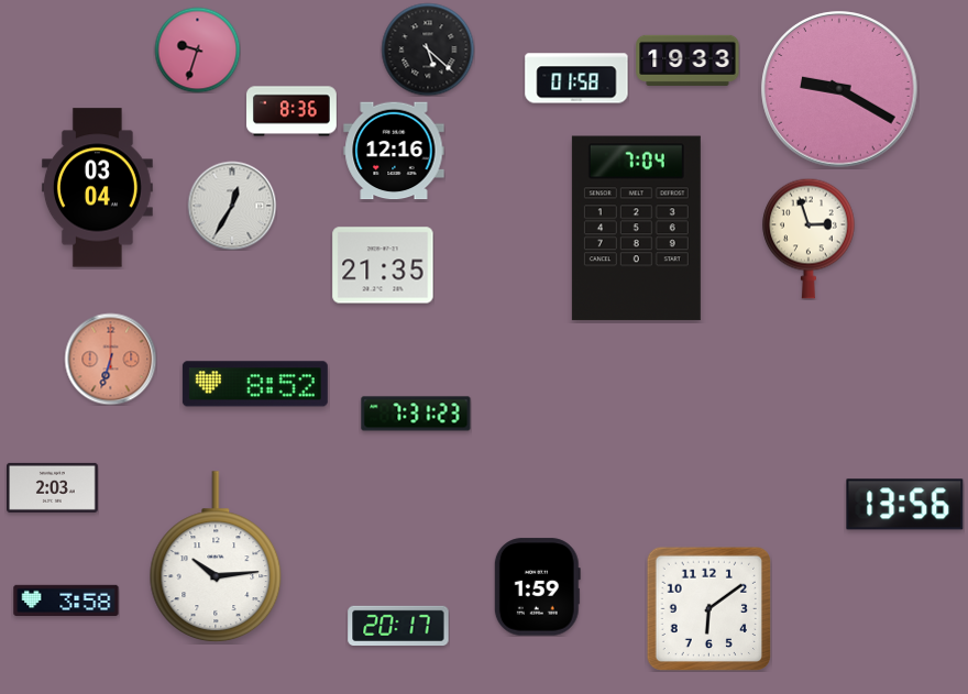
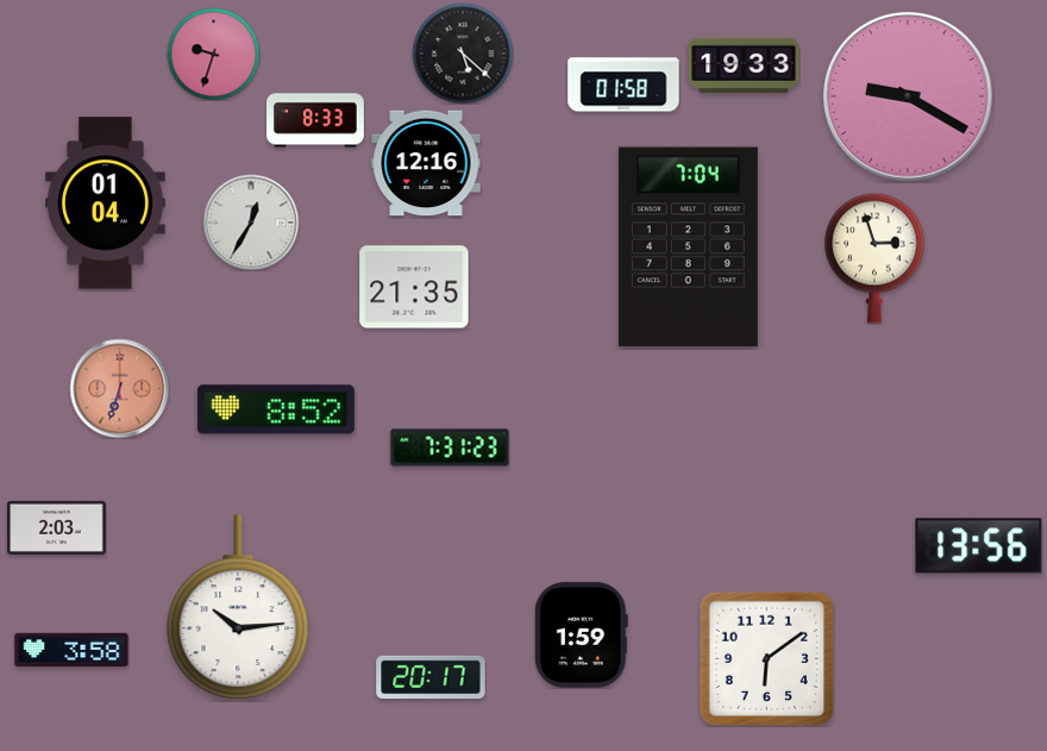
clock at (293, 111): 8:36 -> 8:33
clock at (97, 188): 03:04 -> 01:04
clock at (255, 384) position: (255, 384) -> (276, 409)
clock at (216, 558) position: (216, 558) -> (238, 608)
